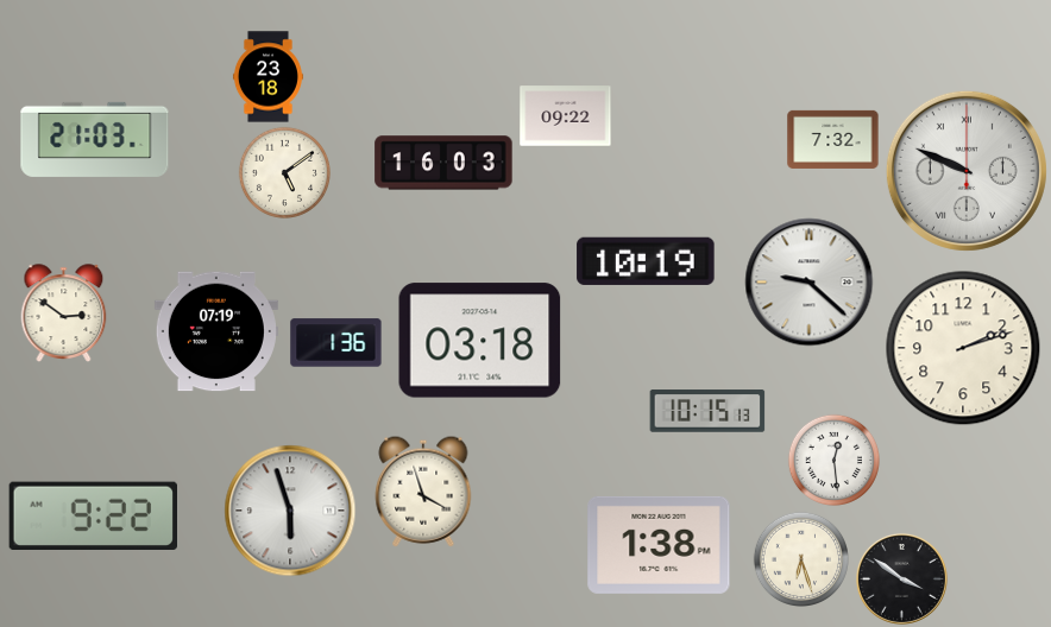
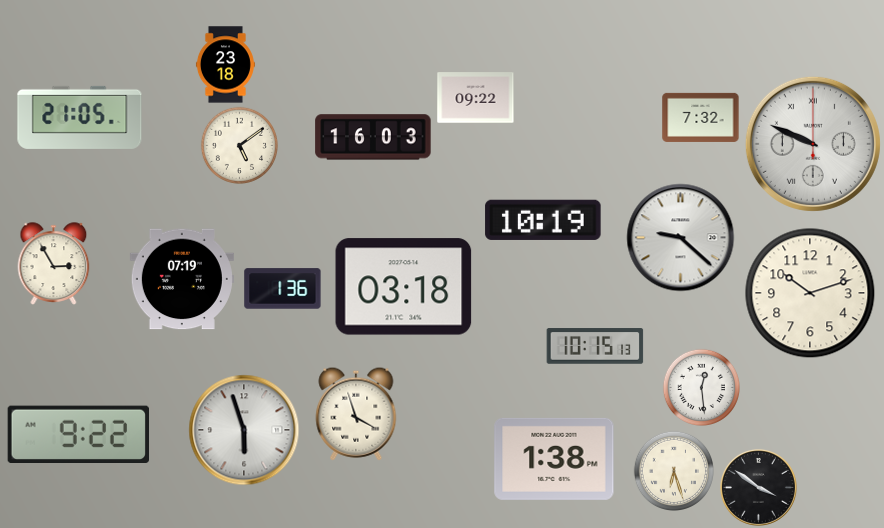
clock at (95, 139): 21:03 -> 21:05
clock at (64, 313): 2:51 -> 2:55
clock at (963, 348): 2:12 -> 10:12
